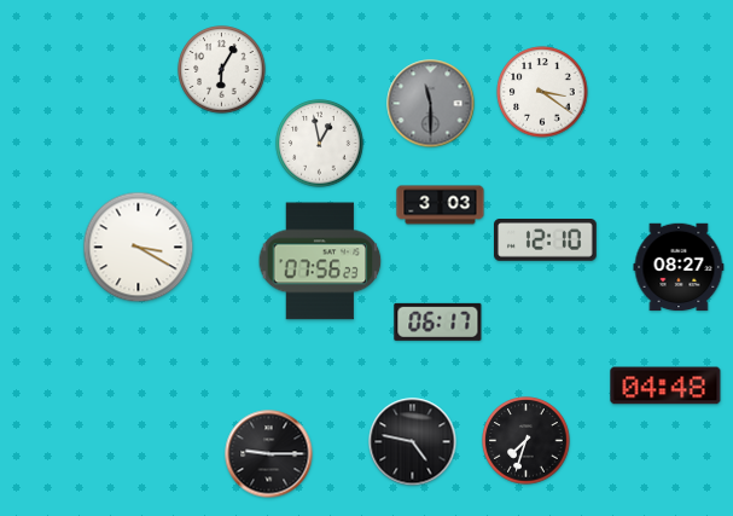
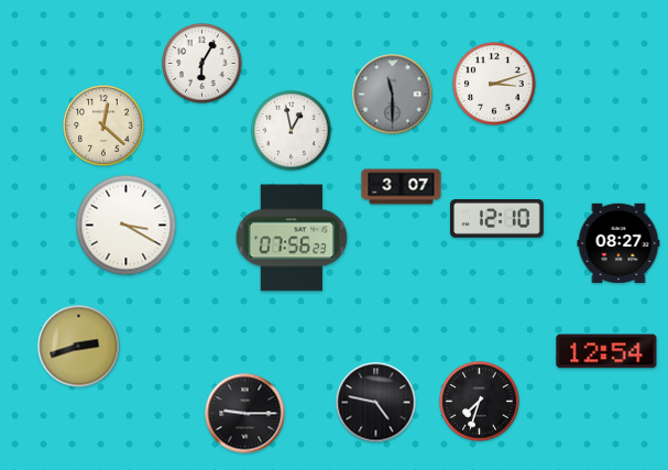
clock at (542, 92): 3:21 -> 3:12
clock at (103, 125): none -> 12:22
clock at (441, 205): 3:03 -> 3:07
clock at (438, 321): 06:17 -> none
clock at (79, 347): none -> 2:42
clock at (665, 385): 04:48 -> 12:54
